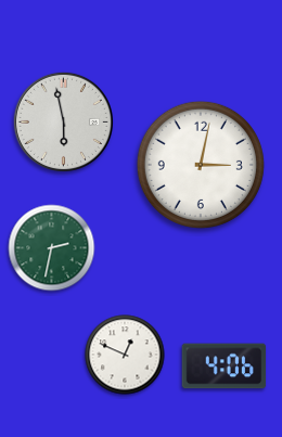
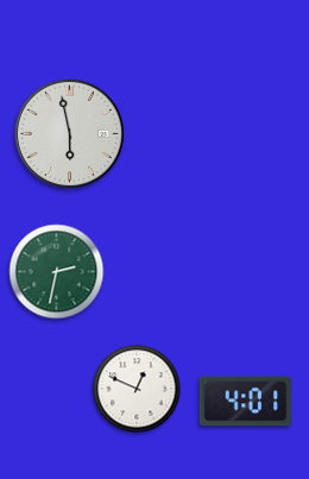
clock at (201, 165): 3:02 -> none
clock at (225, 367): 4:06 -> 4:01
